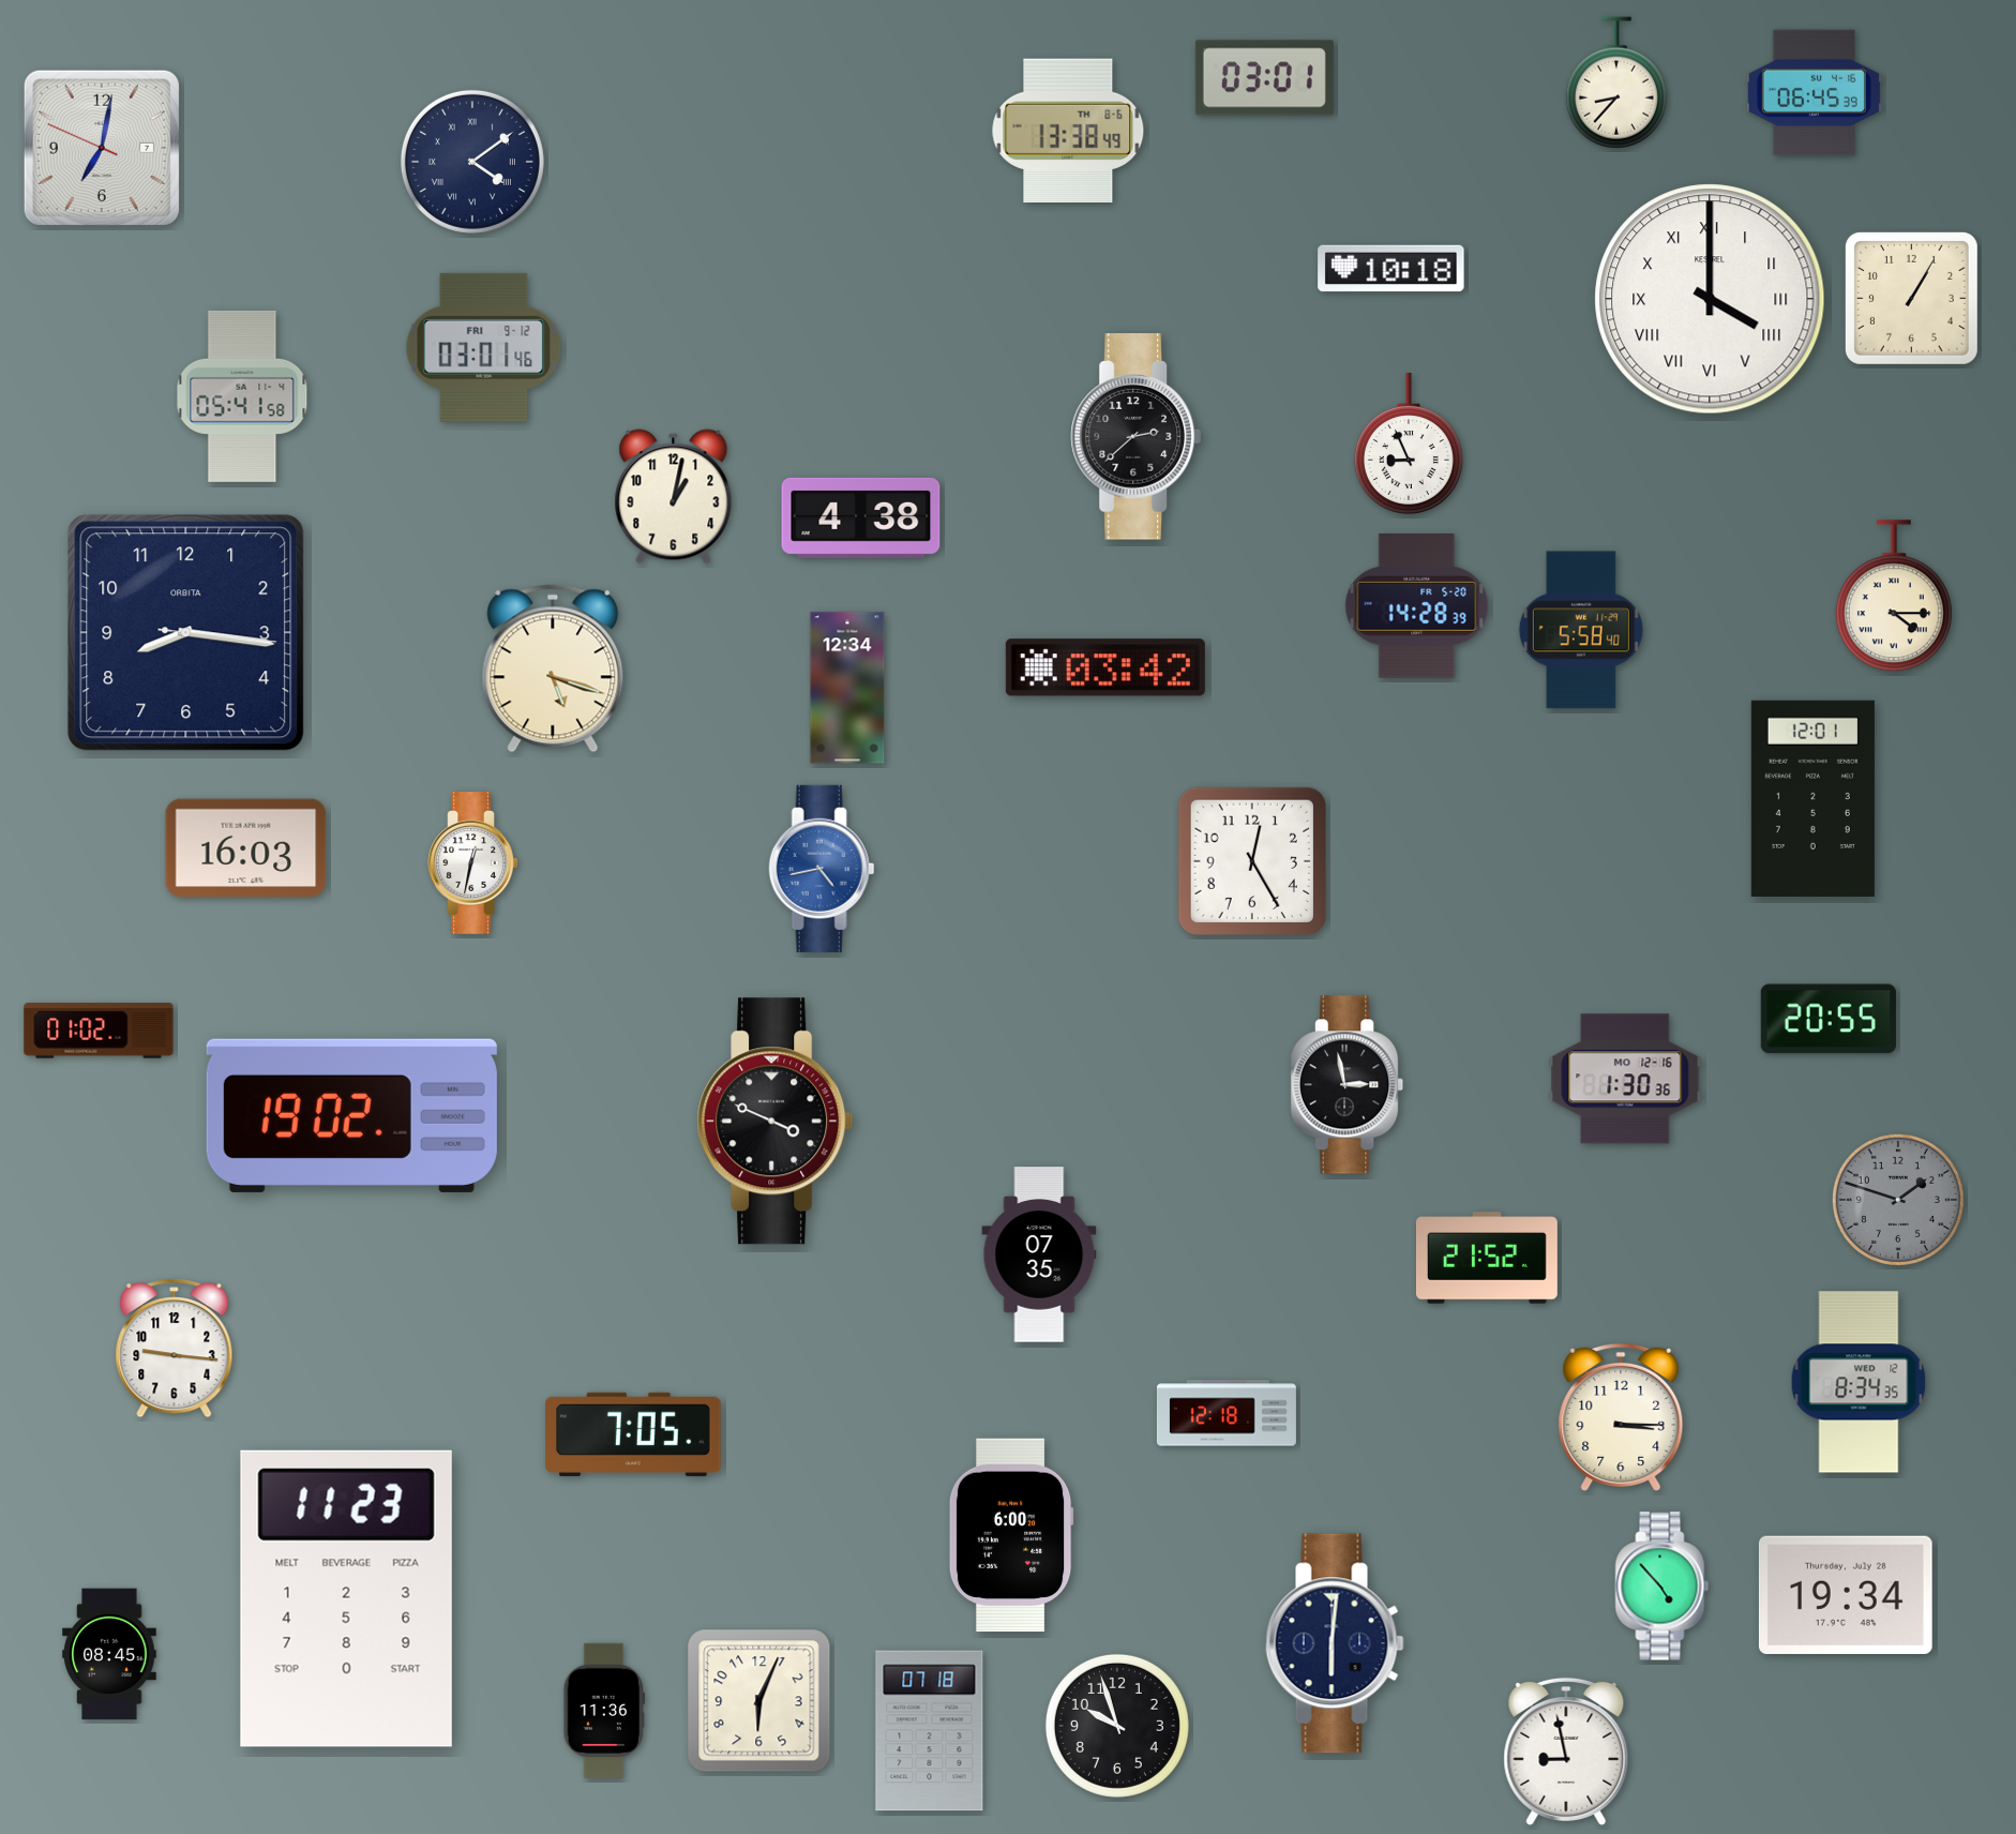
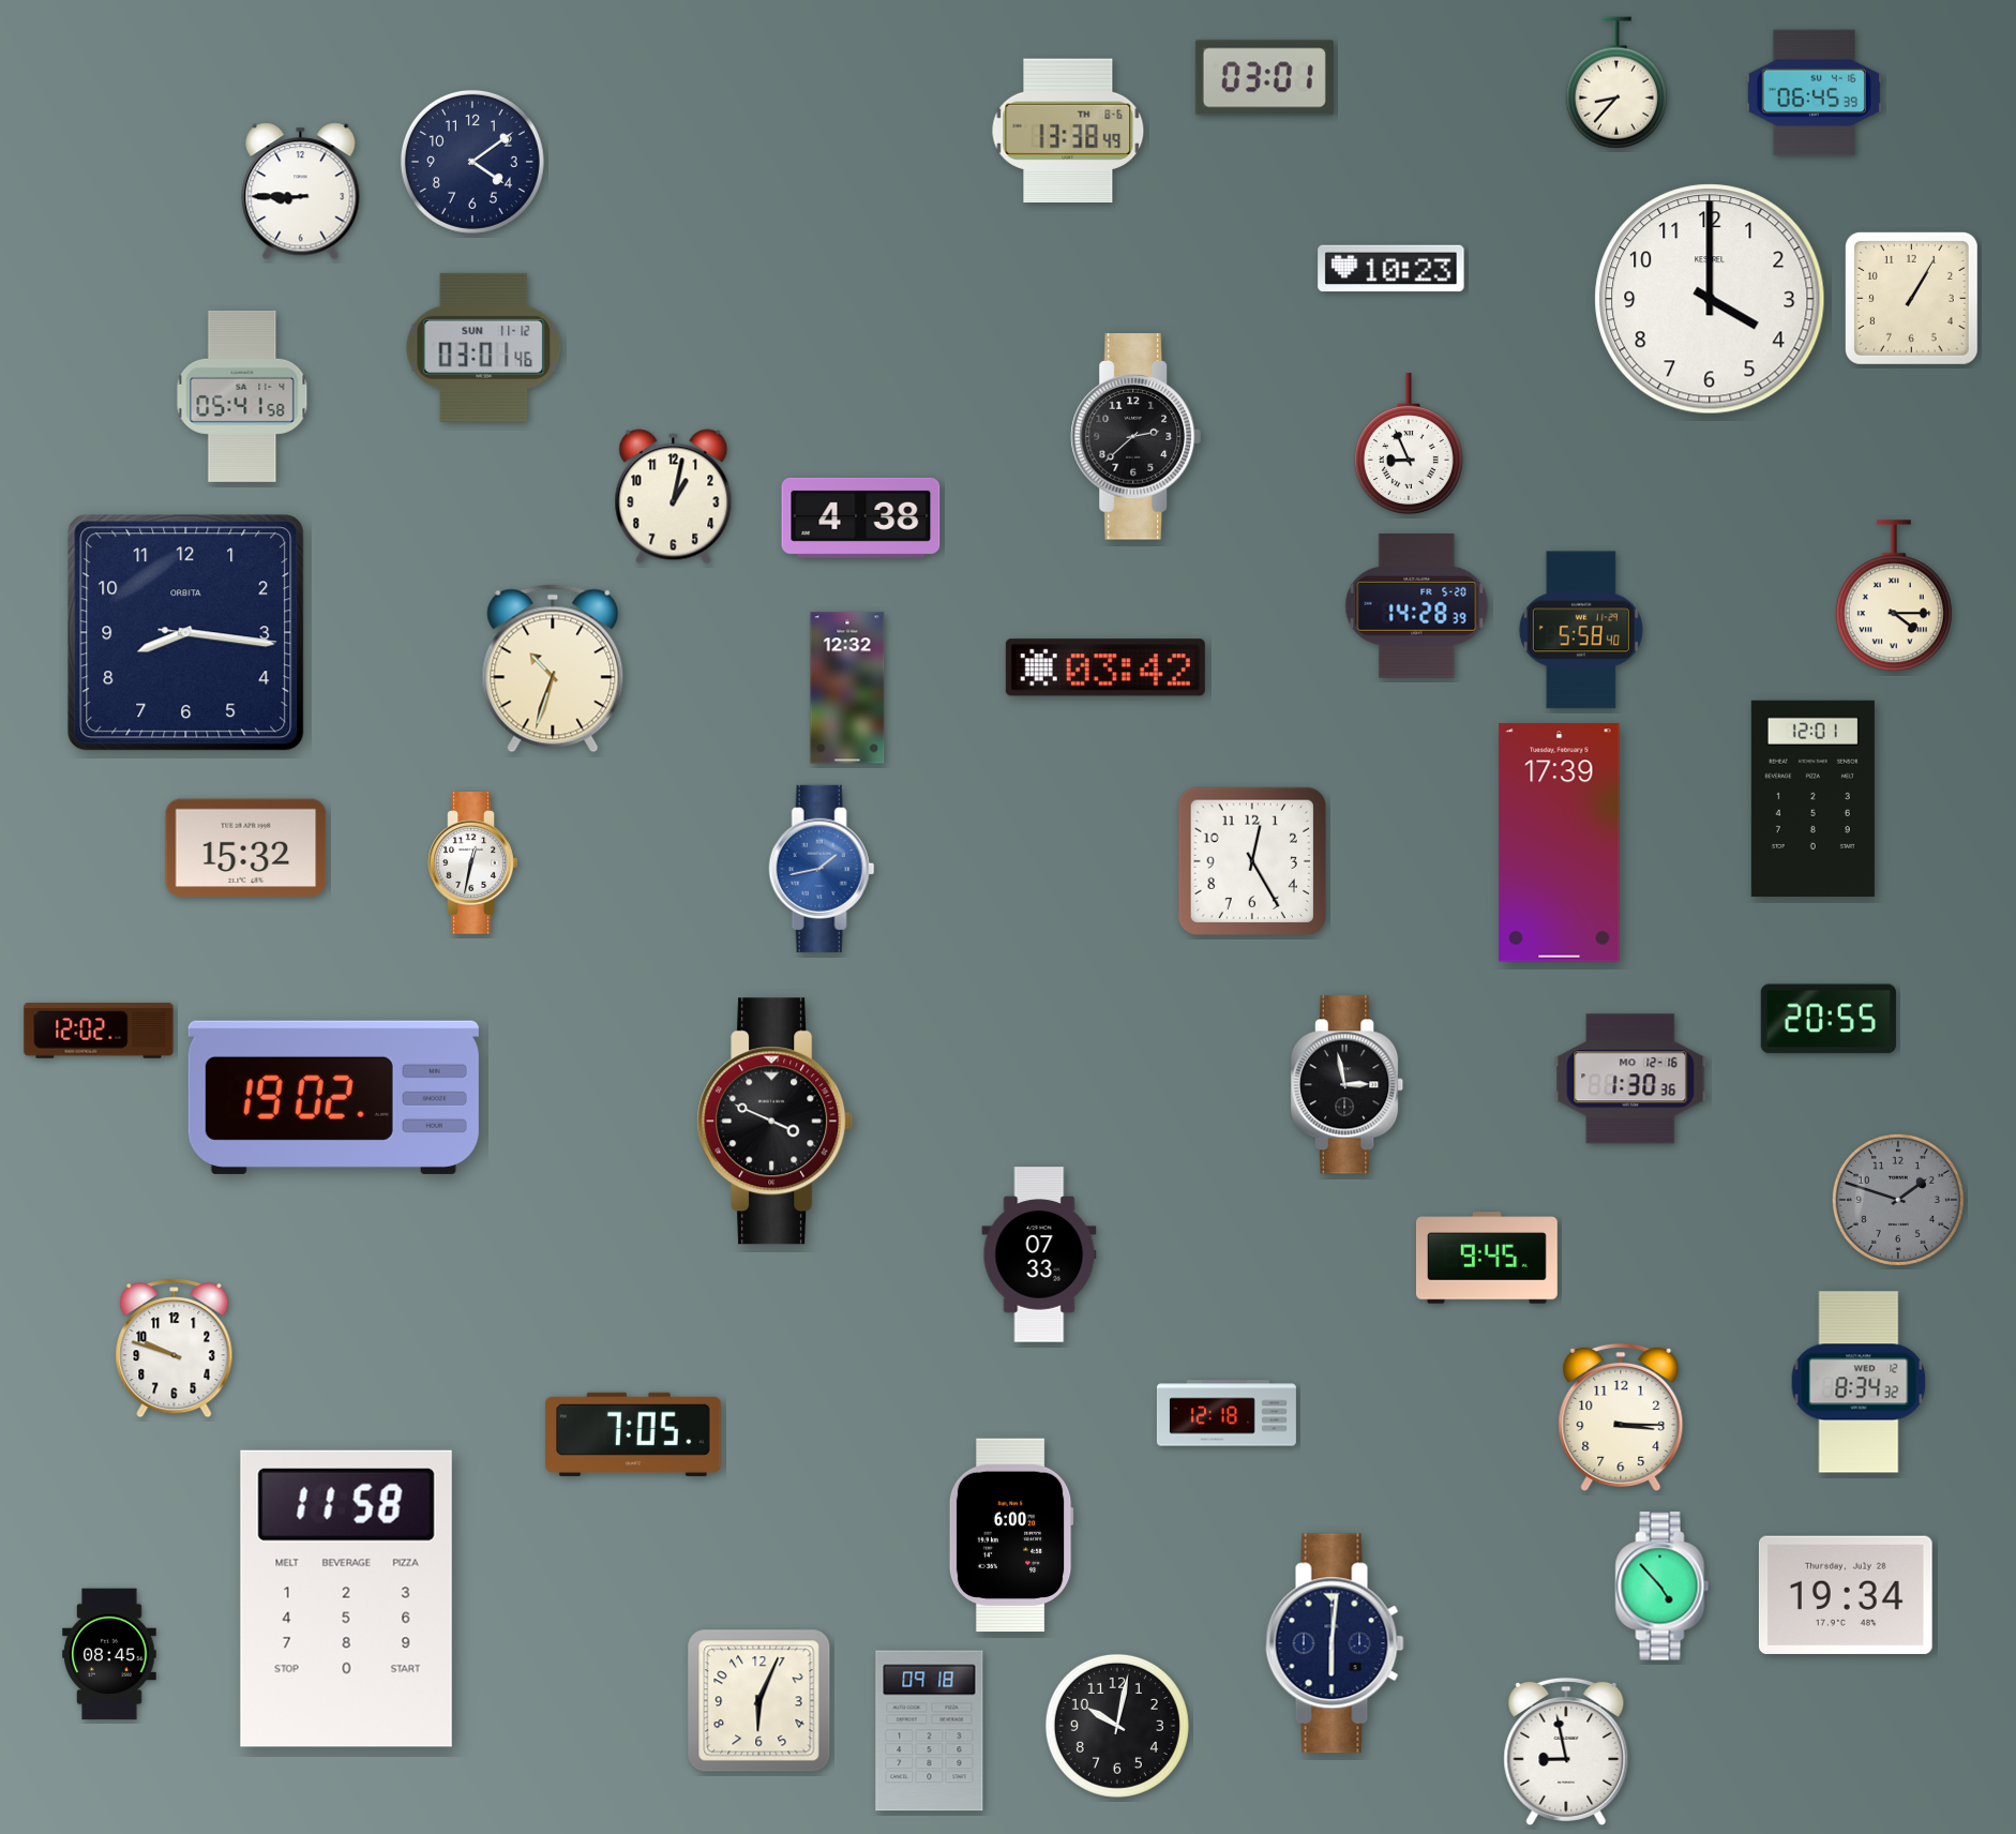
clock at (102, 148): 7:01 -> none
clock at (472, 162) numerals: Roman -> Arabic
clock at (301, 192): none -> 8:45
clock at (1391, 269): 10:18 -> 10:23
clock at (1710, 299) numerals: Roman -> Arabic
clock at (484, 347) date: FRI 9-12 -> SUN 11-12
clock at (553, 668): 5:18 -> 10:33
clock at (847, 688): 12:34 -> 12:32
clock at (1560, 843): none -> 17:39
clock at (246, 848): 16:03 -> 15:32
clock at (822, 869): 4:43 -> 1:43
clock at (99, 1031): 01:02 -> 12:02
clock at (1625, 1079) position: (1625, 1079) -> (1630, 1079)
clock at (351, 1115) position: (351, 1115) -> (333, 1097)
clock at (1039, 1254): 07:35 -> 07:33
clock at (1487, 1258): 21:52 -> 9:45
clock at (175, 1349): 9:16 -> 9:48
clock at (1859, 1382): 8:34:35 -> 8:34:32
clock at (346, 1598): 11:23 -> 11:58
clock at (604, 1710): 11:36 -> none
clock at (1117, 1726): 9:57 -> 10:02
clock at (930, 1731): 07:18 -> 09:18
